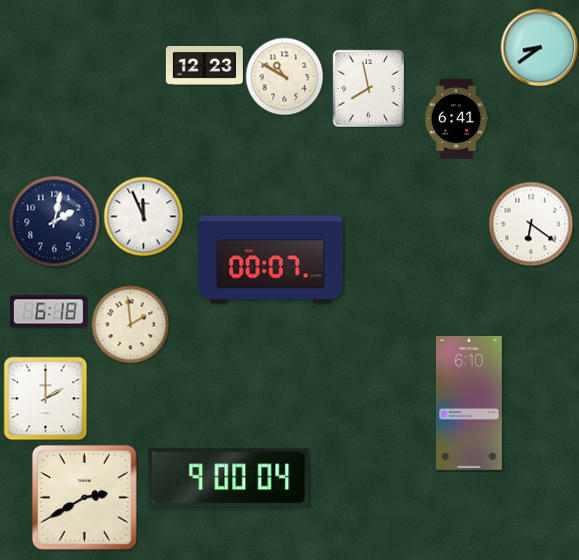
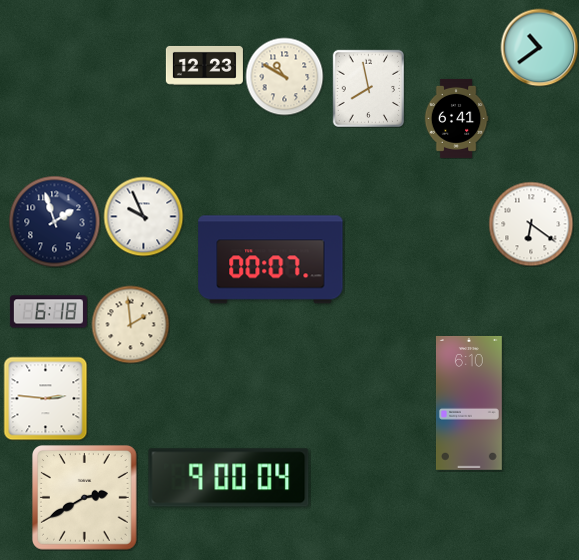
clock at (539, 47): 8:39 -> 10:39
clock at (143, 216): 11:56 -> 9:56
clock at (54, 221): 2:02 -> 1:57
clock at (45, 398): 2:00 -> 2:46
